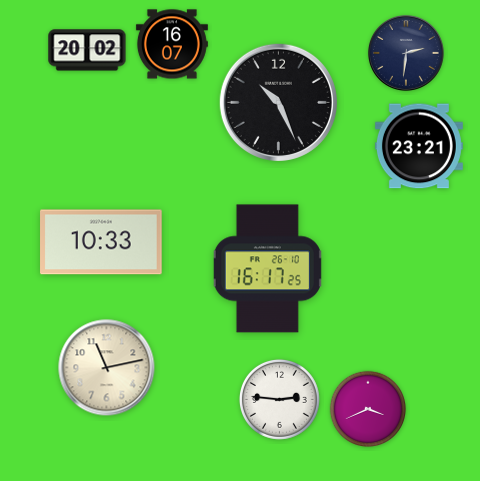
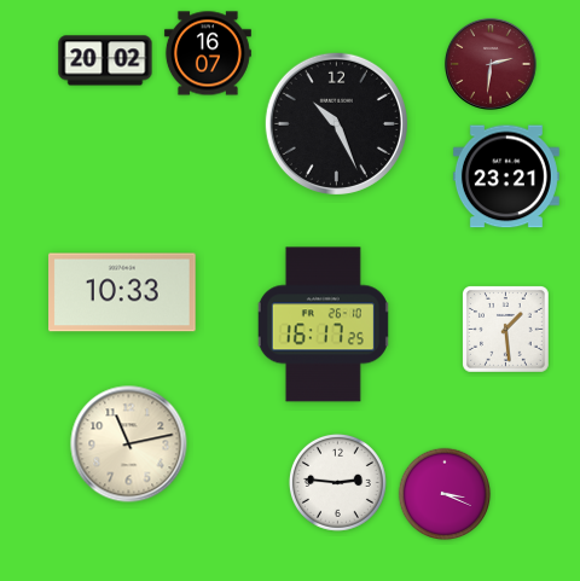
clock at (406, 53) dial: navy -> burgundy
clock at (506, 330): none -> 1:29
clock at (368, 409): 3:41 -> 3:19
